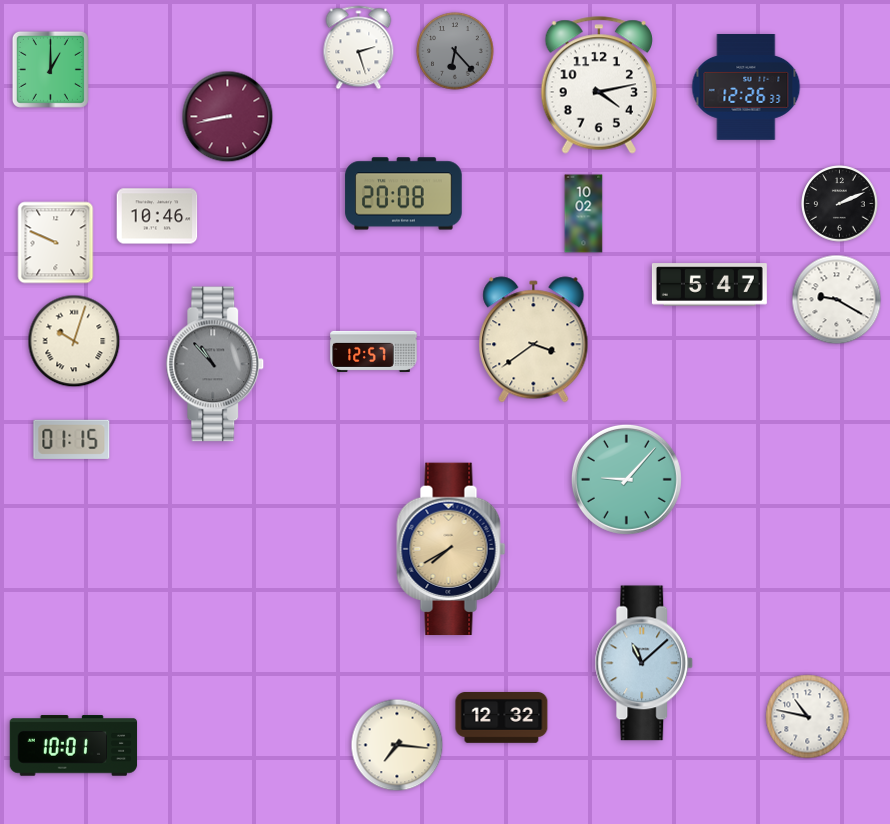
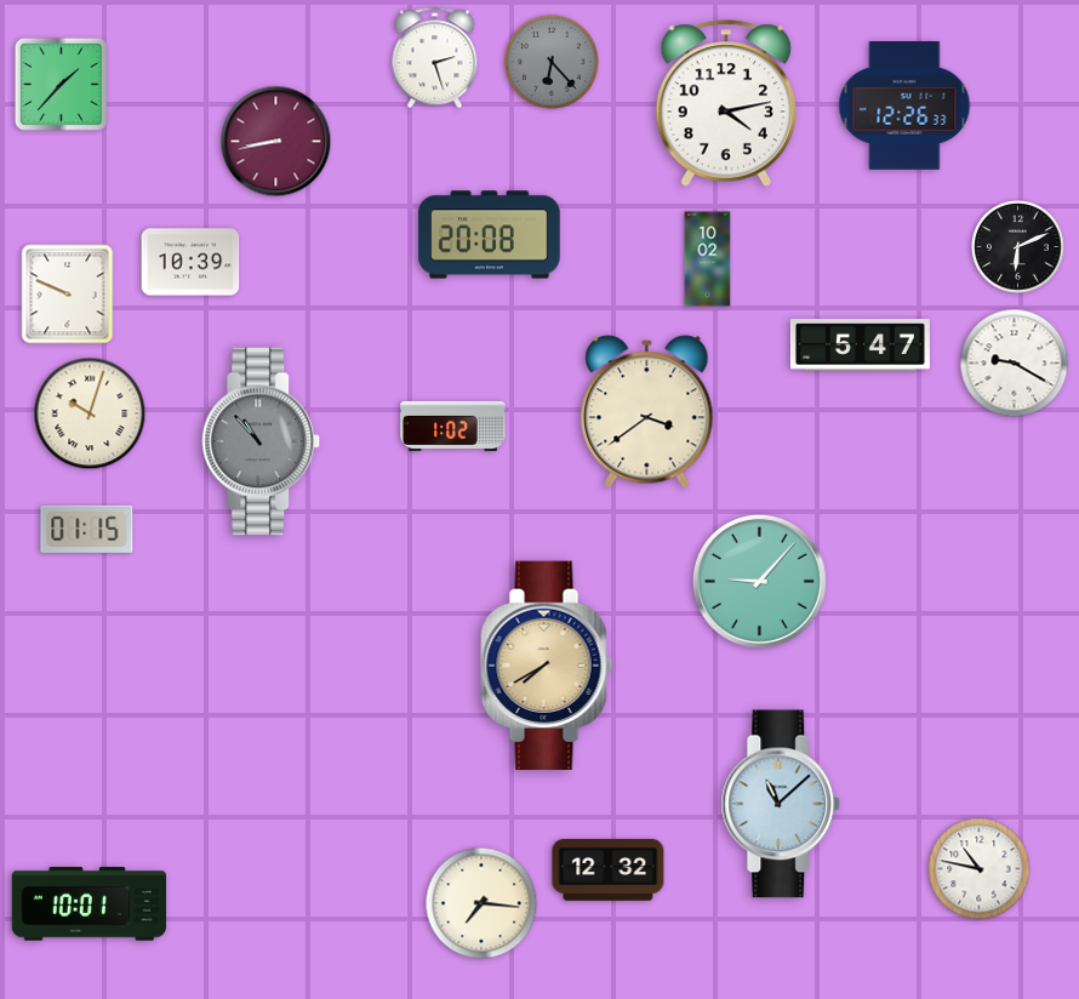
clock at (50, 69): 1:00 -> 1:37
clock at (840, 204): 2:11 -> 6:11
clock at (157, 216): 10:46 -> 10:39
clock at (374, 351): 12:57 -> 1:02
clock at (72, 439) position: (72, 439) -> (87, 529)
